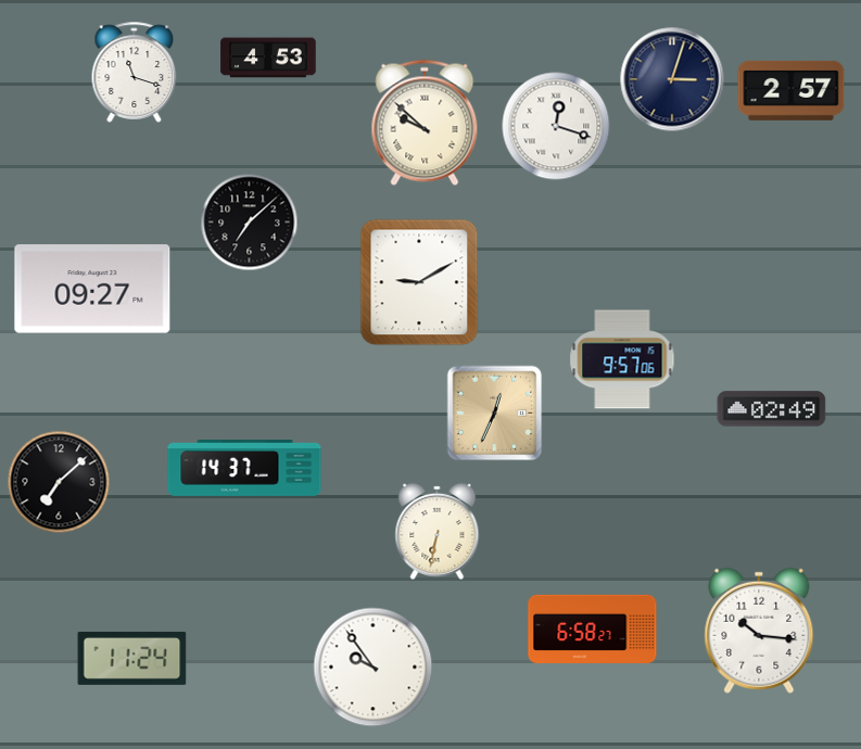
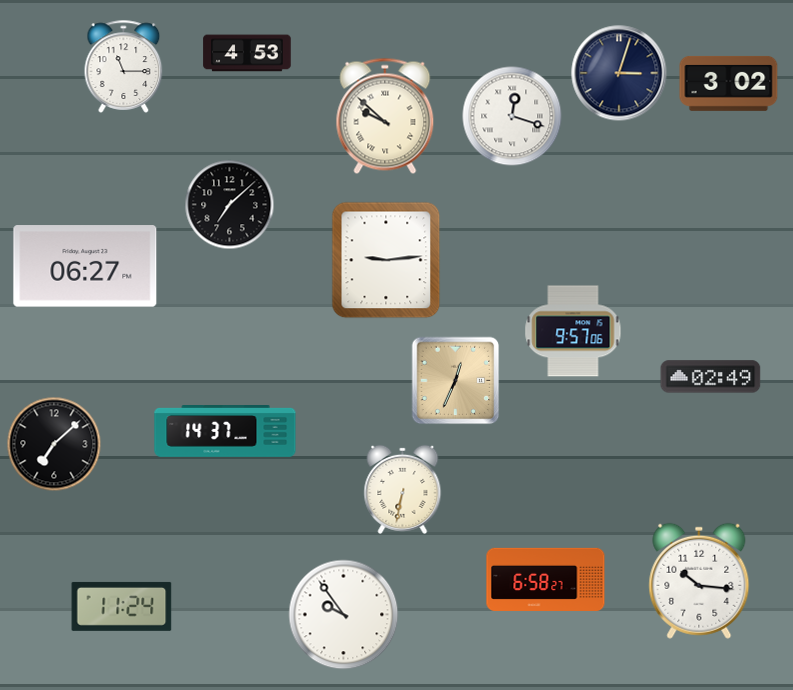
clock at (135, 72): 11:18 -> 11:15
clock at (792, 90): 2:57 -> 3:02
clock at (425, 123) position: (425, 123) -> (385, 116)
clock at (419, 282): 9:10 -> 9:14
clock at (92, 289): 09:27 -> 06:27
